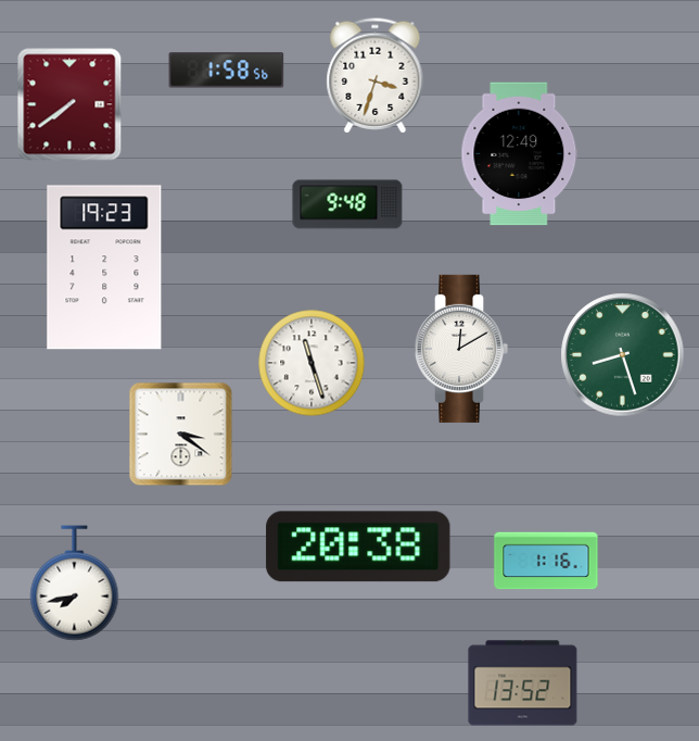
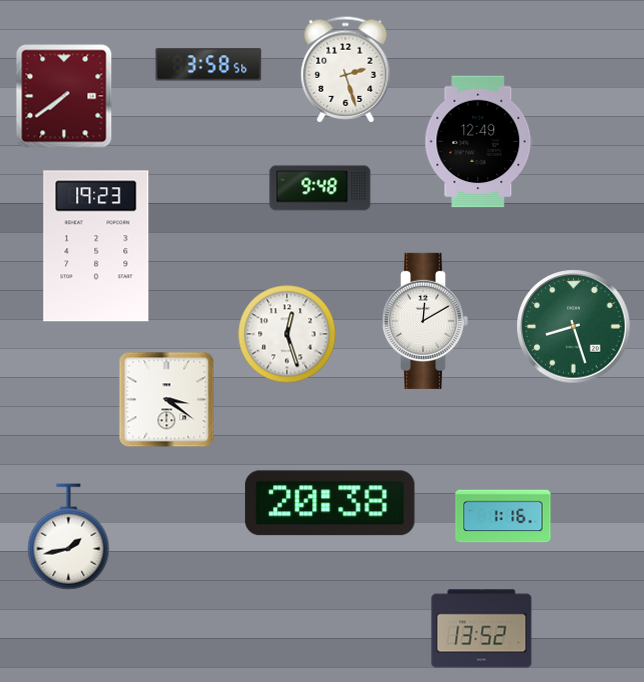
clock at (227, 71): 1:58 -> 3:58
clock at (376, 76): 3:33 -> 2:27
clock at (312, 363): 11:27 -> 12:27
clock at (75, 583): 7:43 -> 1:43
